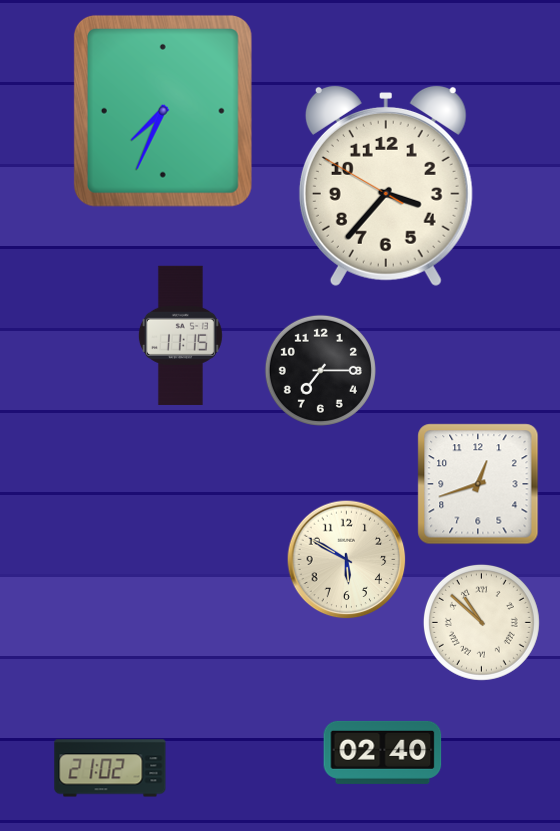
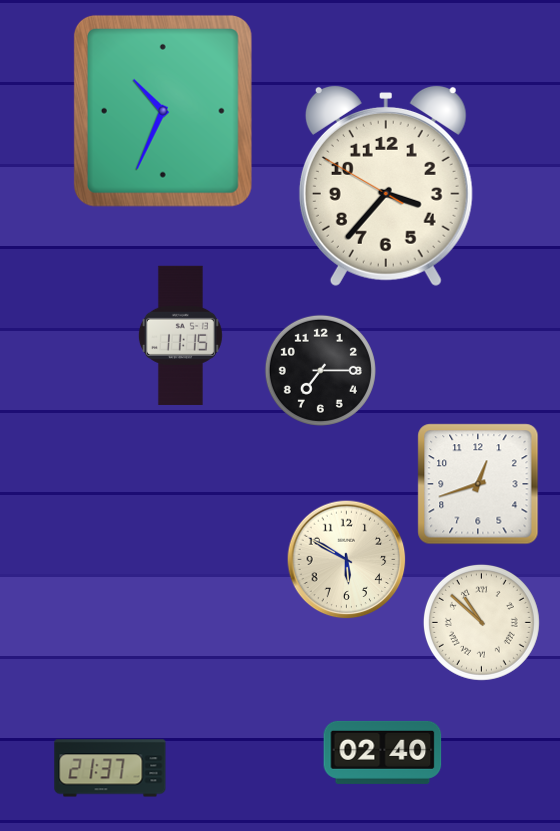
clock at (163, 111): 7:34 -> 10:34
clock at (110, 768): 21:02 -> 21:37
